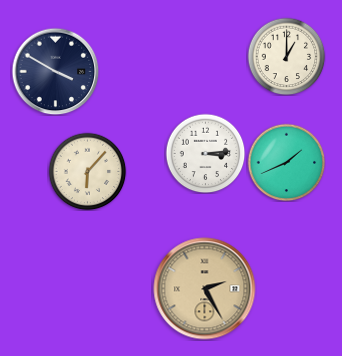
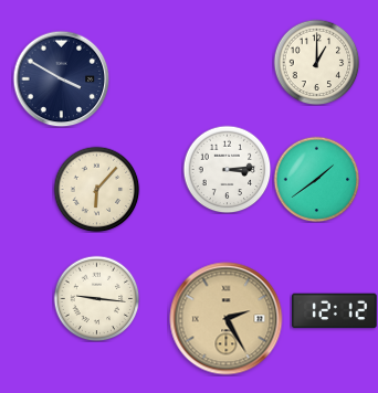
clock at (286, 162): 1:41 -> 1:39
clock at (96, 298): none -> 9:16
clock at (335, 311): none -> 12:12
